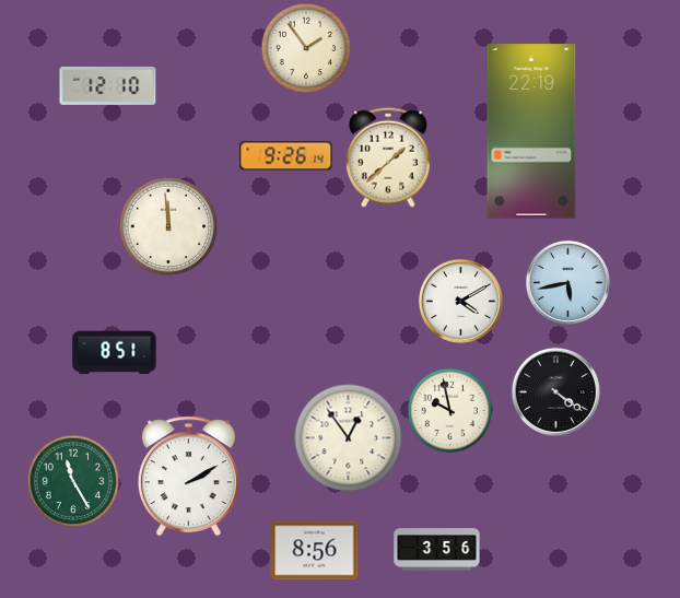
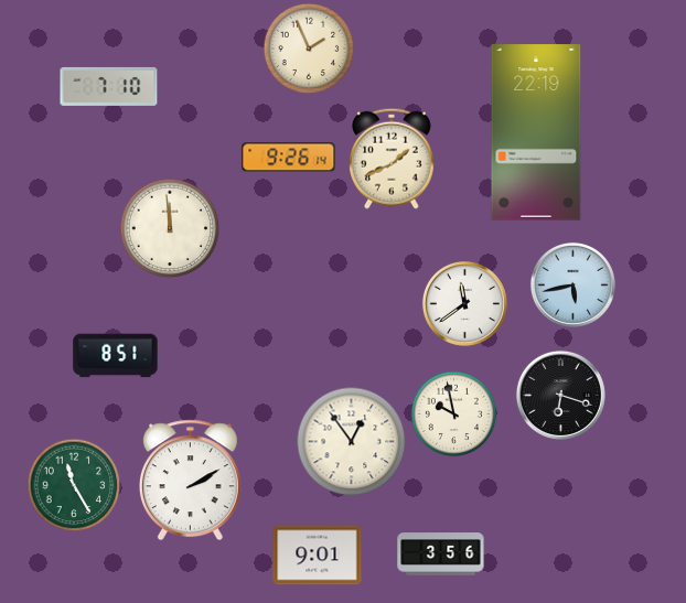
clock at (306, 48): 1:54 -> 1:56
clock at (108, 85): 12:10 -> 7:10
clock at (389, 157): 1:38 -> 1:41
clock at (460, 301): 4:10 -> 11:39
clock at (555, 391): 4:21 -> 6:18
clock at (315, 551): 8:56 -> 9:01
